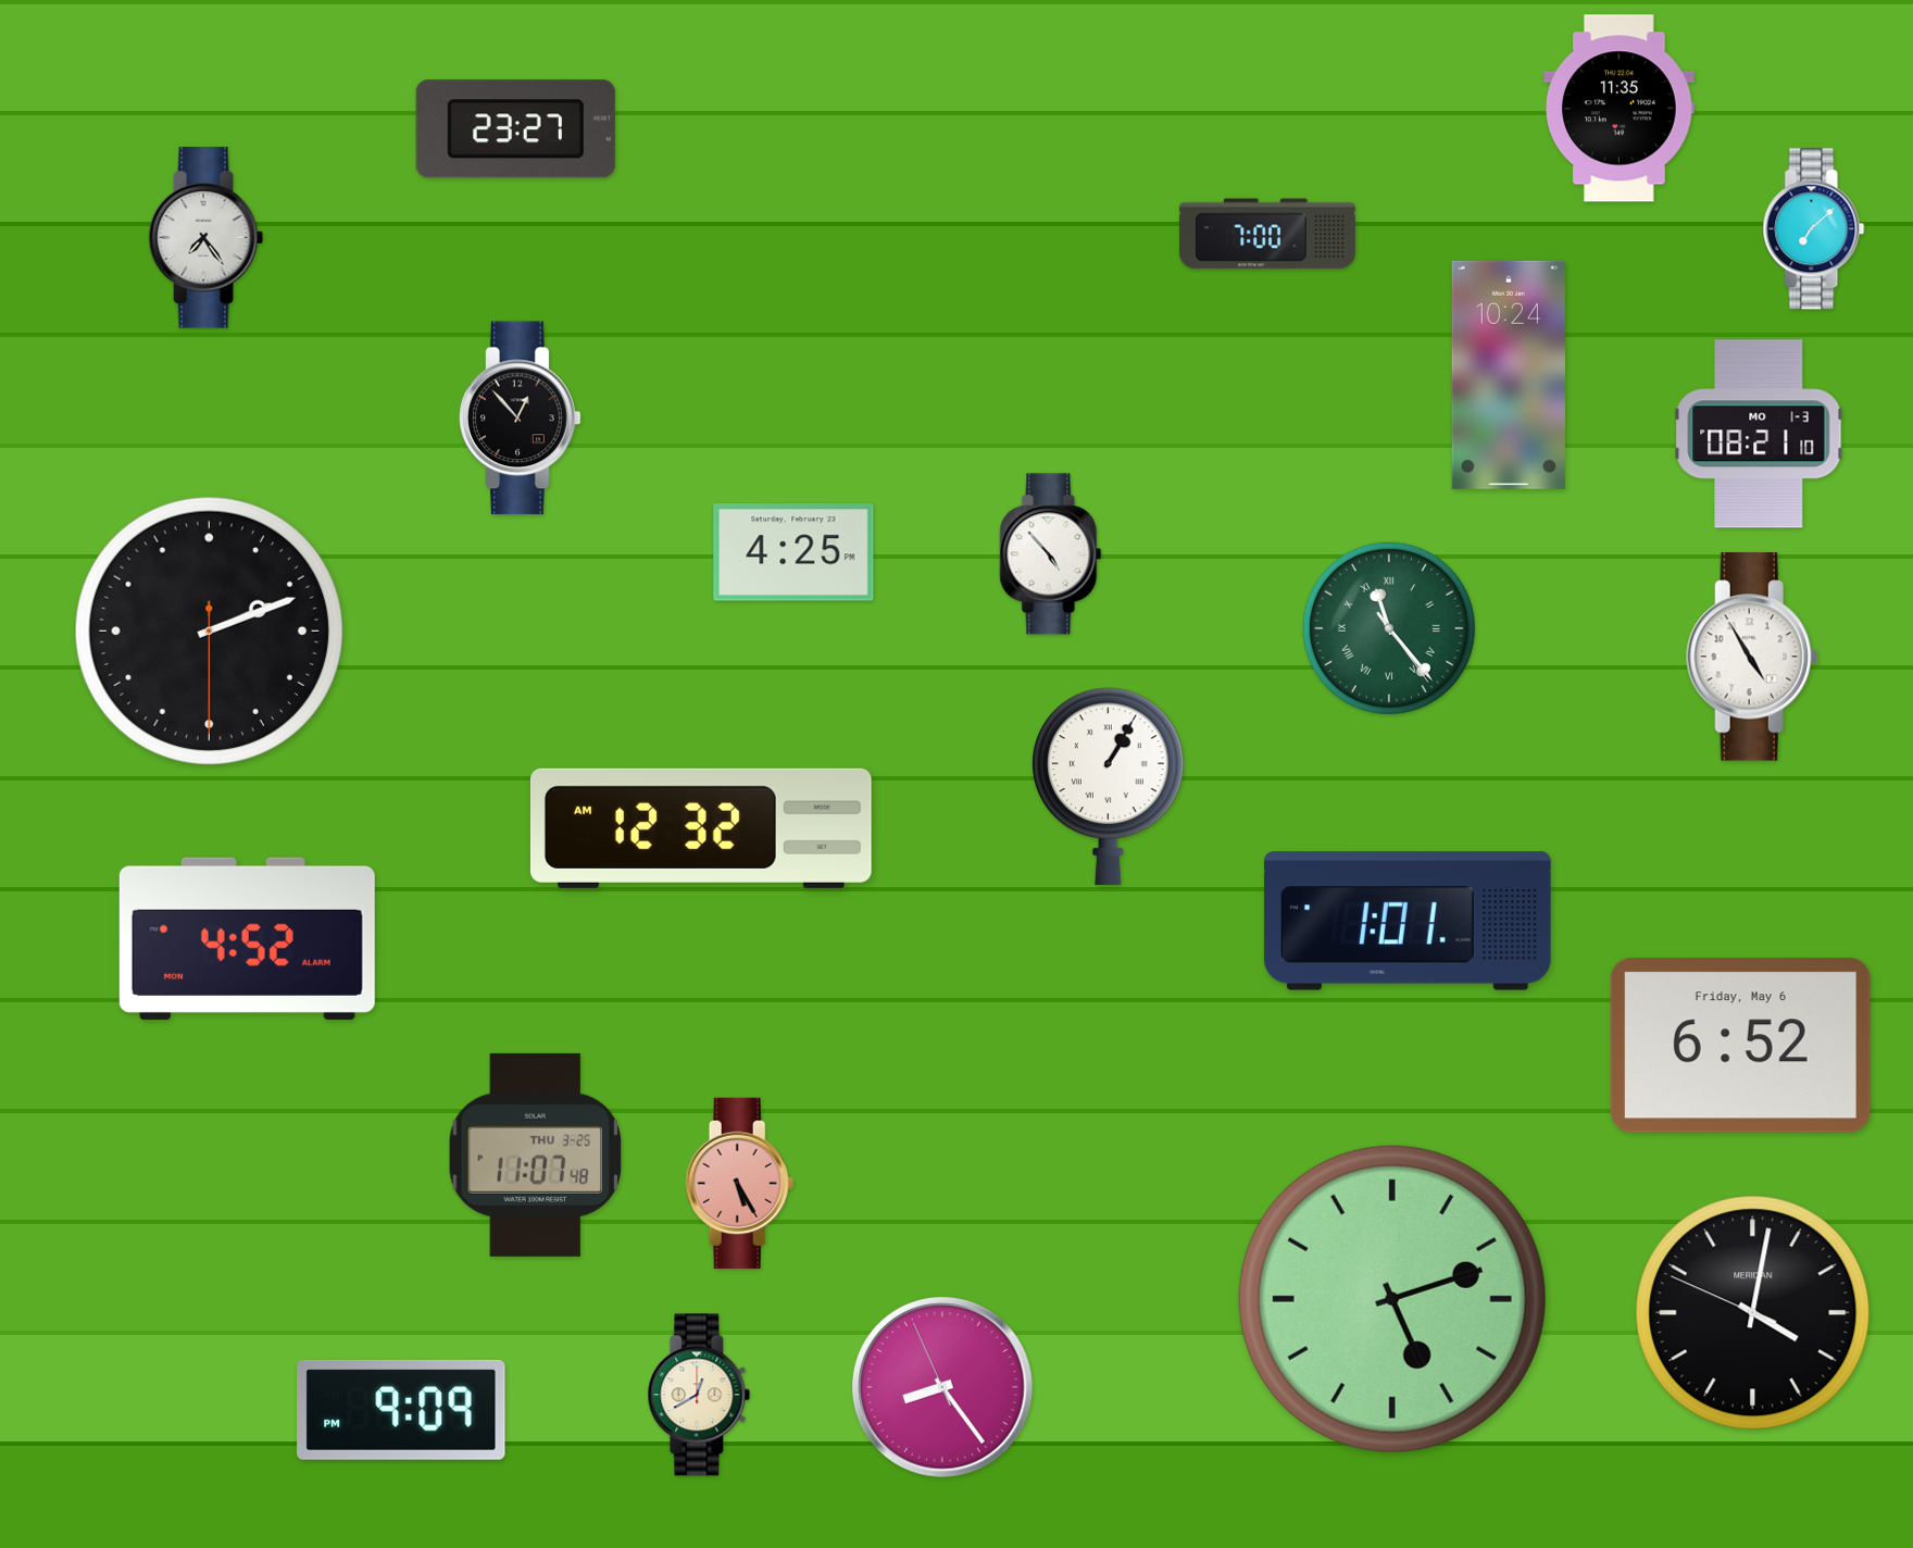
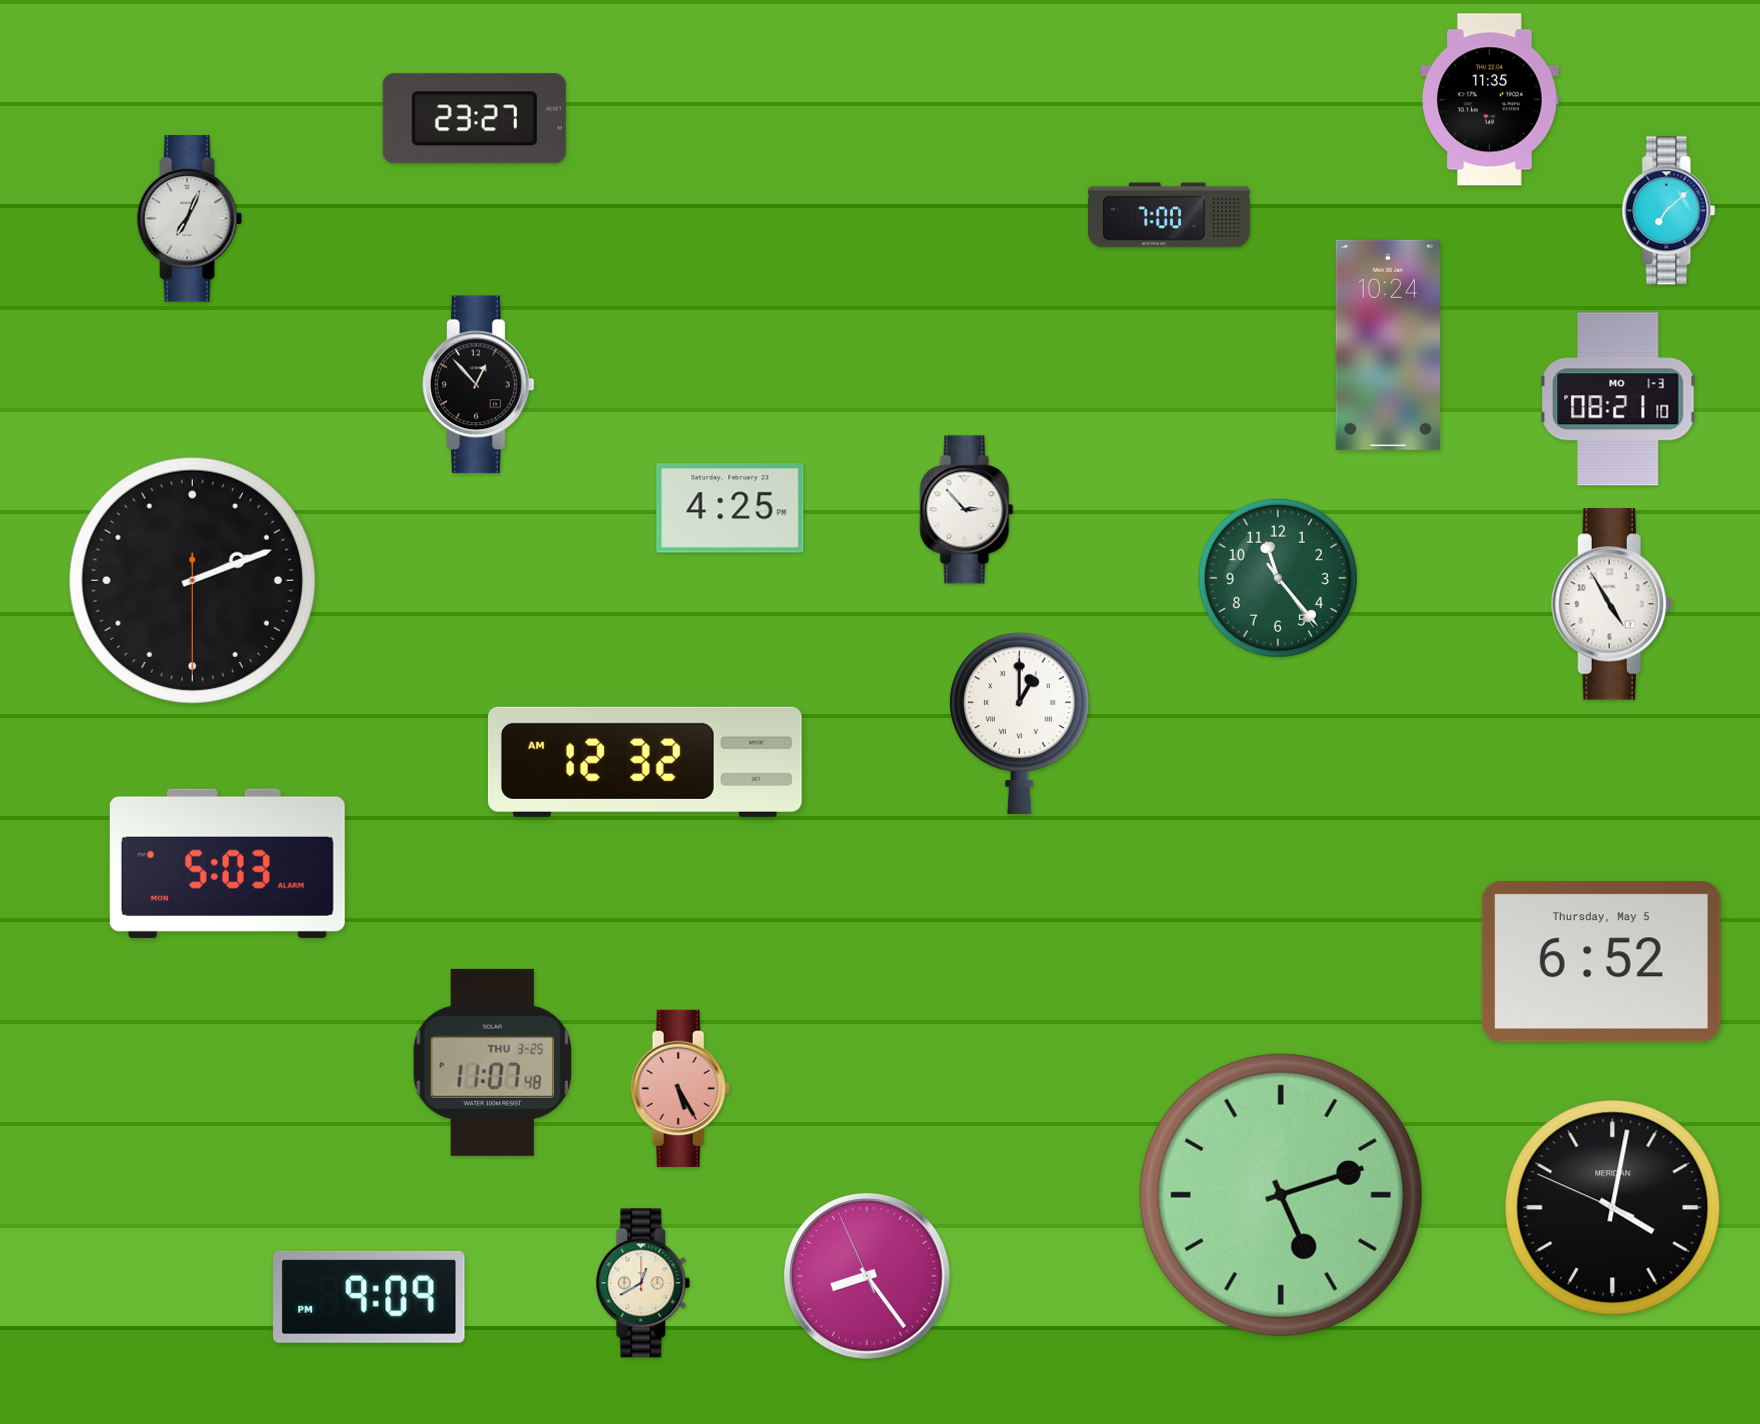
clock at (1267, 234) position: (1267, 234) -> (1169, 215)
clock at (207, 238): 7:24 -> 7:04
clock at (1051, 554): 4:53 -> 2:53
clock at (1389, 628) numerals: Roman -> Arabic
clock at (1108, 786): 1:05 -> 1:00
clock at (1408, 921): 1:01 -> none
clock at (247, 938): 4:52 -> 5:03
clock at (1740, 1046) date: Friday, May 6 -> Thursday, May 5
